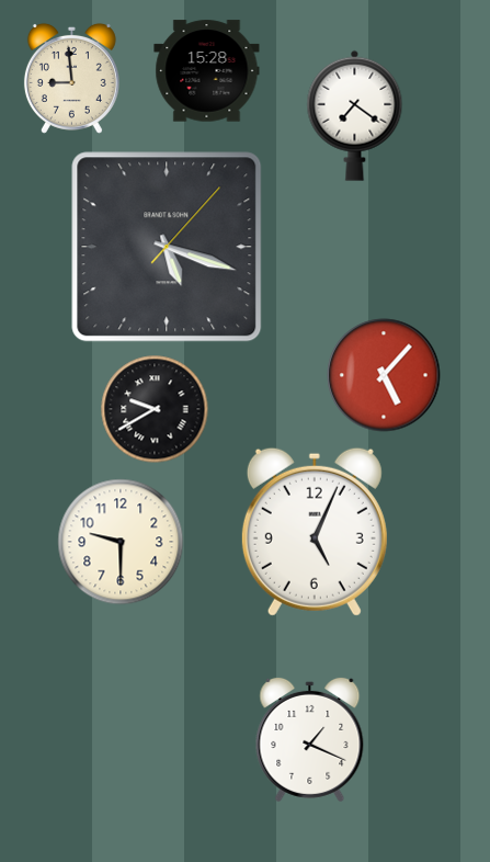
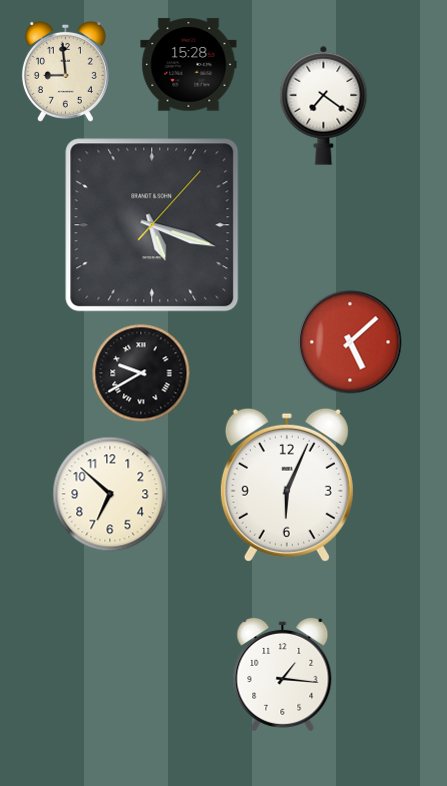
clock at (384, 375): 5:07 -> 5:08
clock at (315, 532): 5:04 -> 6:04
clock at (121, 542): 9:30 -> 6:52
clock at (310, 739): 1:19 -> 1:16
